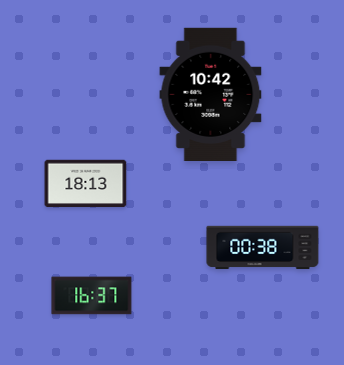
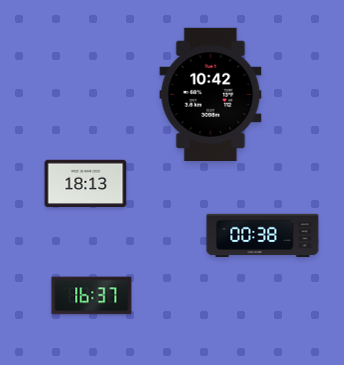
clock at (263, 248) position: (263, 248) -> (263, 236)
